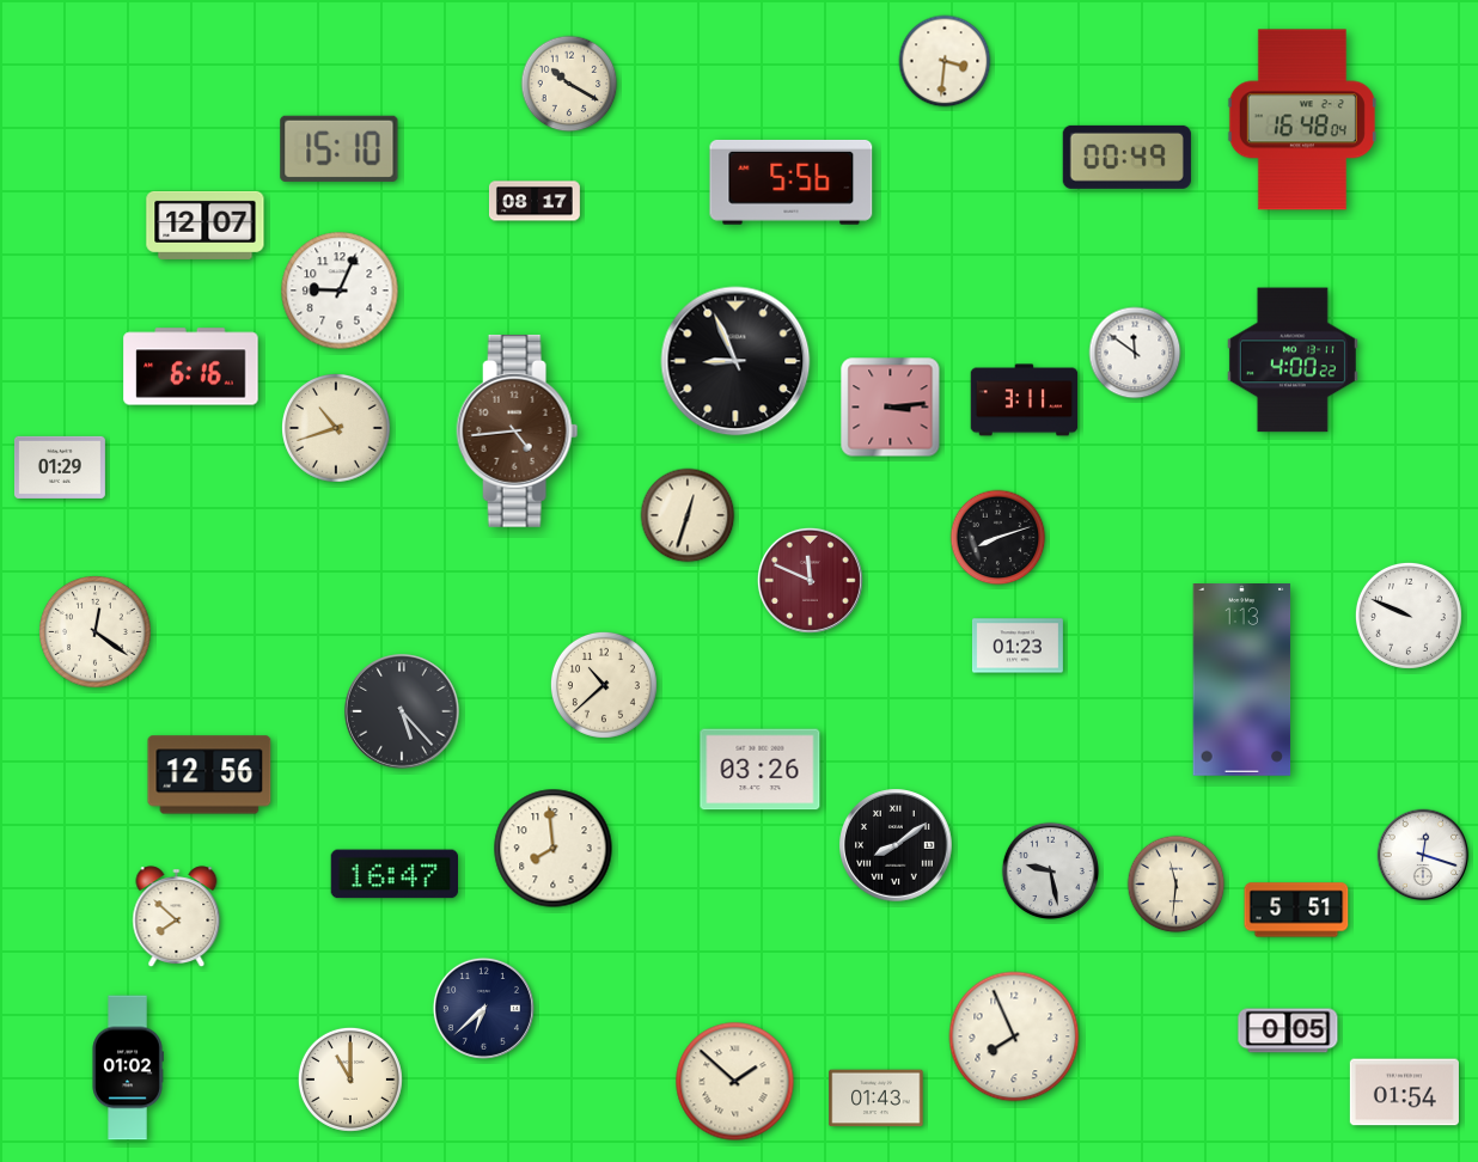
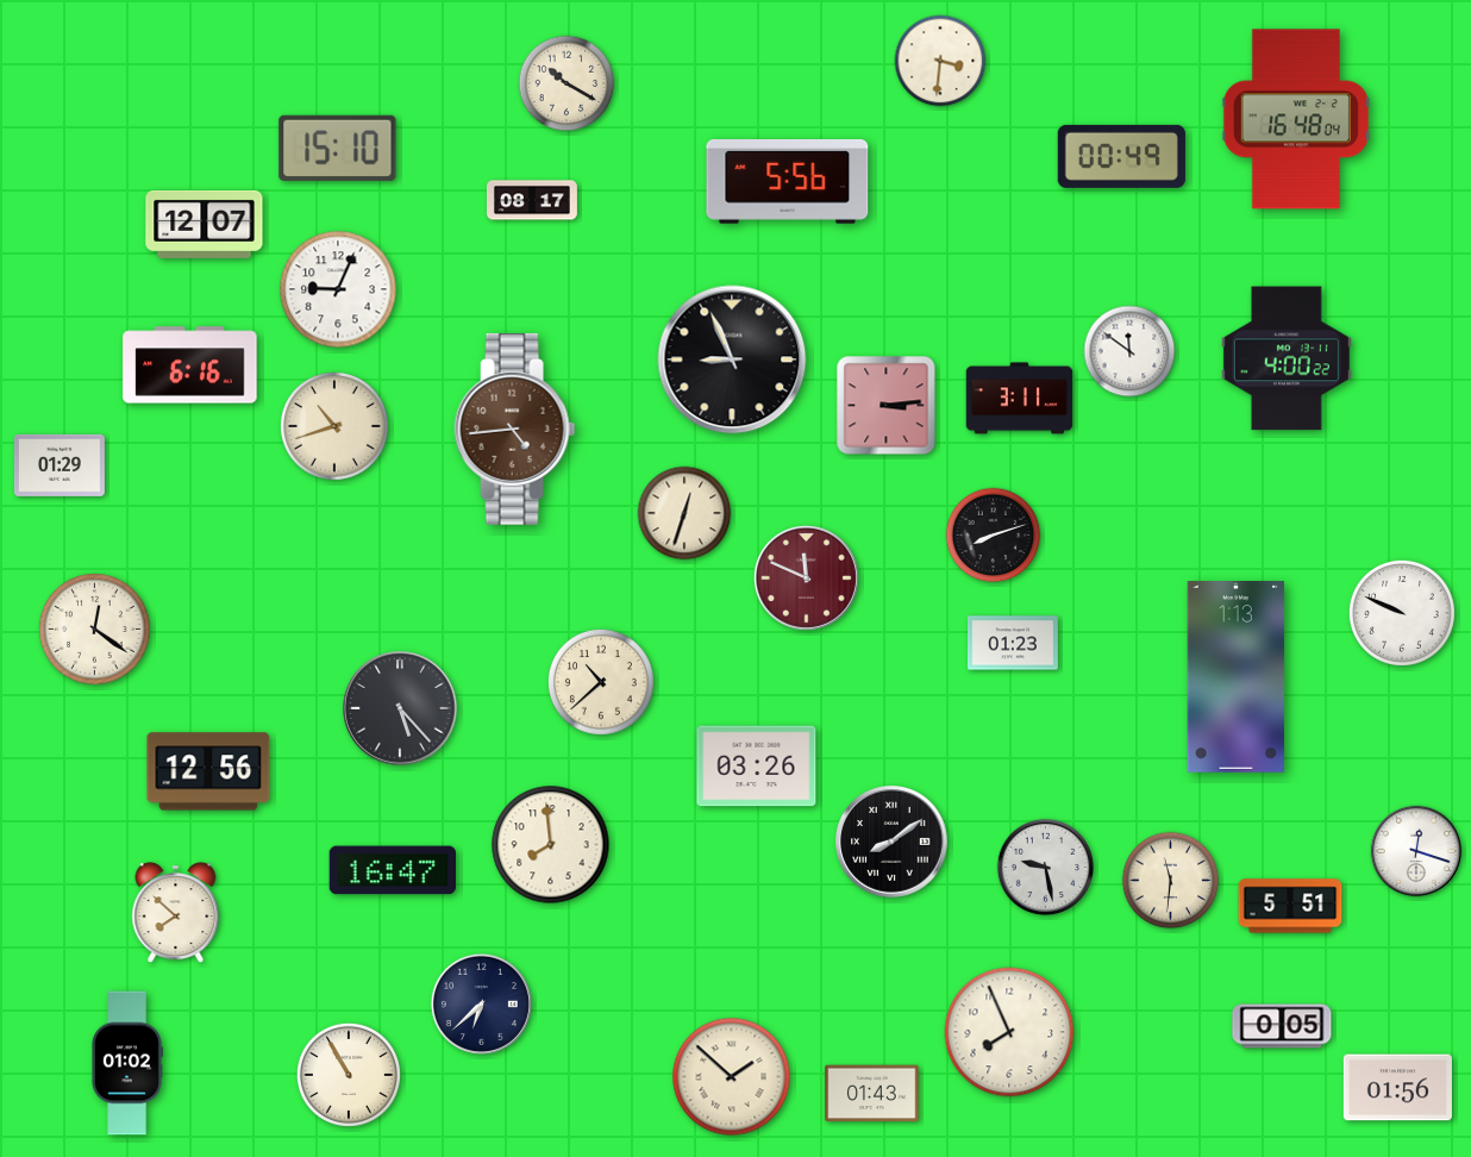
clock at (350, 1080): 11:00 -> 10:55
clock at (1404, 1093): 01:54 -> 01:56
